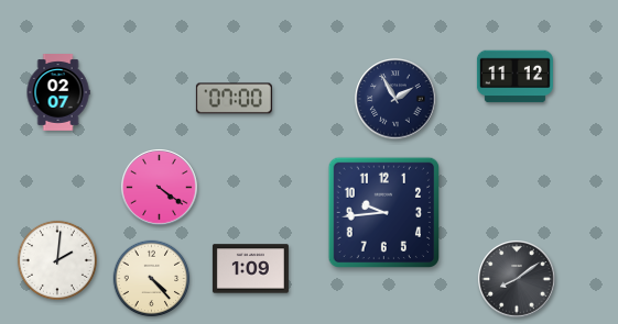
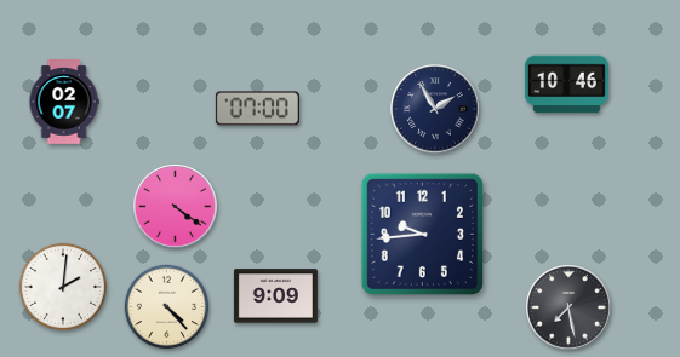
clock at (514, 77): 11:12 -> 10:46
clock at (250, 269): 1:09 -> 9:09
clock at (517, 279): 8:09 -> 7:28
